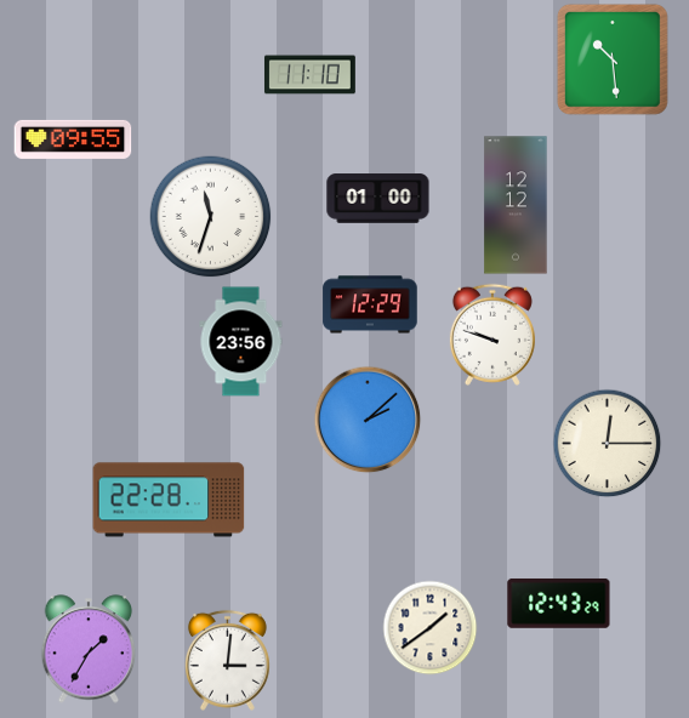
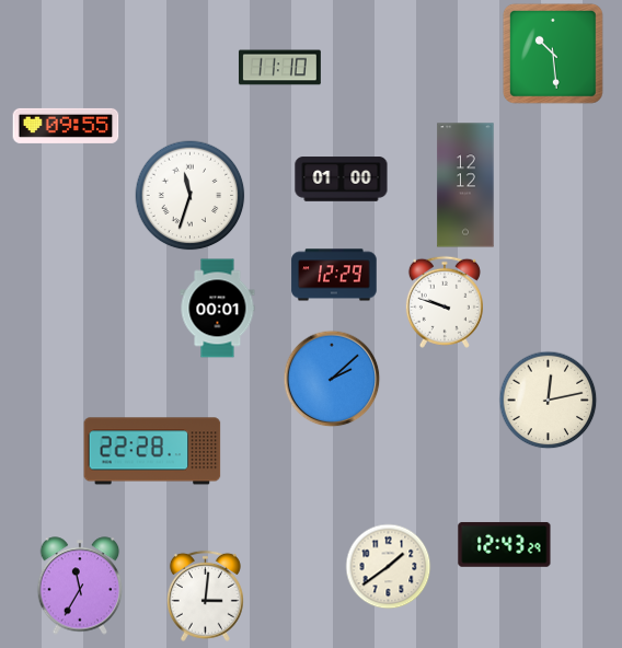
clock at (241, 342): 23:56 -> 00:01
clock at (608, 444): 12:15 -> 12:13
clock at (89, 649): 1:35 -> 11:35
